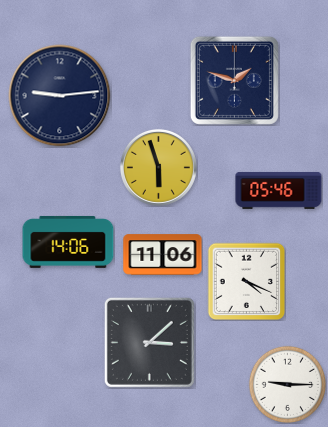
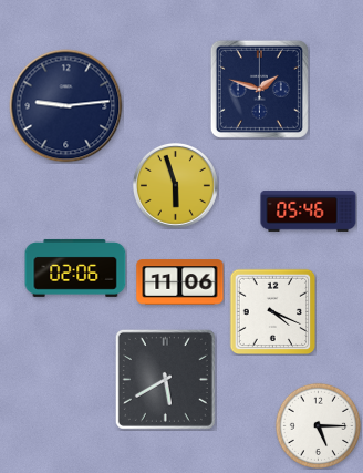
clock at (68, 242): 14:06 -> 02:06
clock at (149, 342): 3:08 -> 5:40
clock at (287, 384): 9:15 -> 5:15
